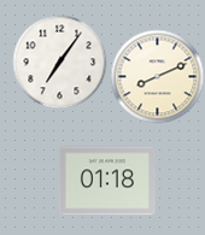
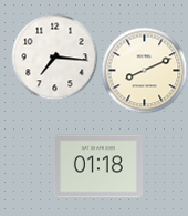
clock at (59, 61): 7:06 -> 7:16
